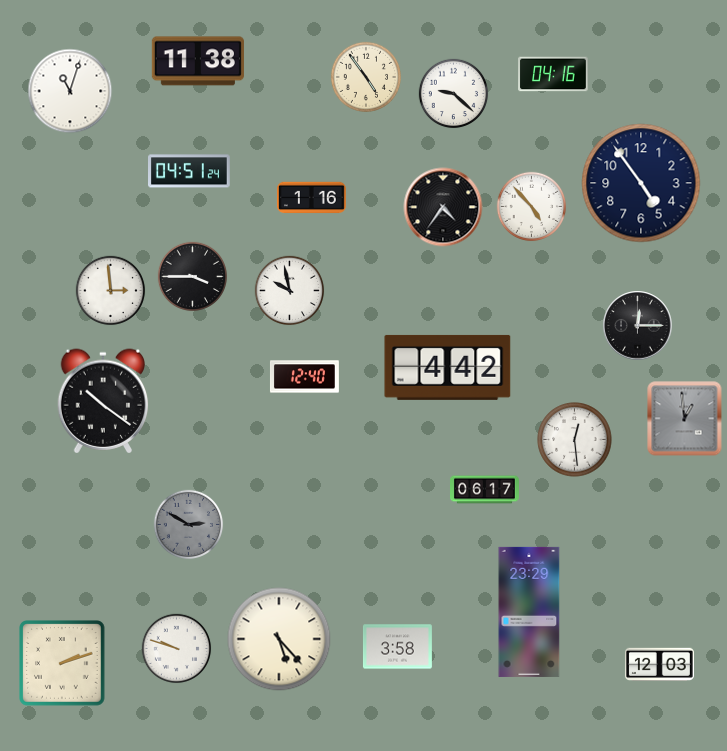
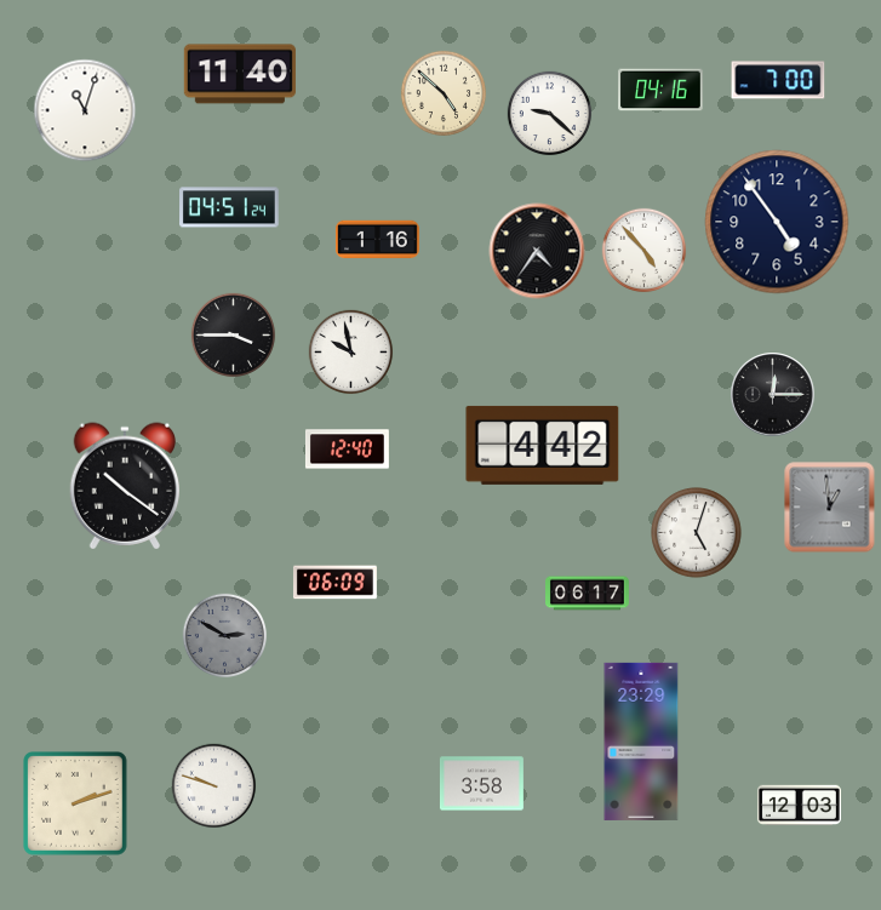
clock at (198, 61): 11:38 -> 11:40
clock at (778, 80): none -> 7:00
clock at (553, 74) position: (553, 74) -> (660, 90)
clock at (366, 77): 4:54 -> 4:52
clock at (111, 291): 2:59 -> none
clock at (304, 377) position: (304, 377) -> (347, 450)
clock at (575, 440): 12:29 -> 5:03
clock at (334, 583): none -> 06:09
clock at (189, 525) position: (189, 525) -> (225, 636)
clock at (279, 639): 5:23 -> none
